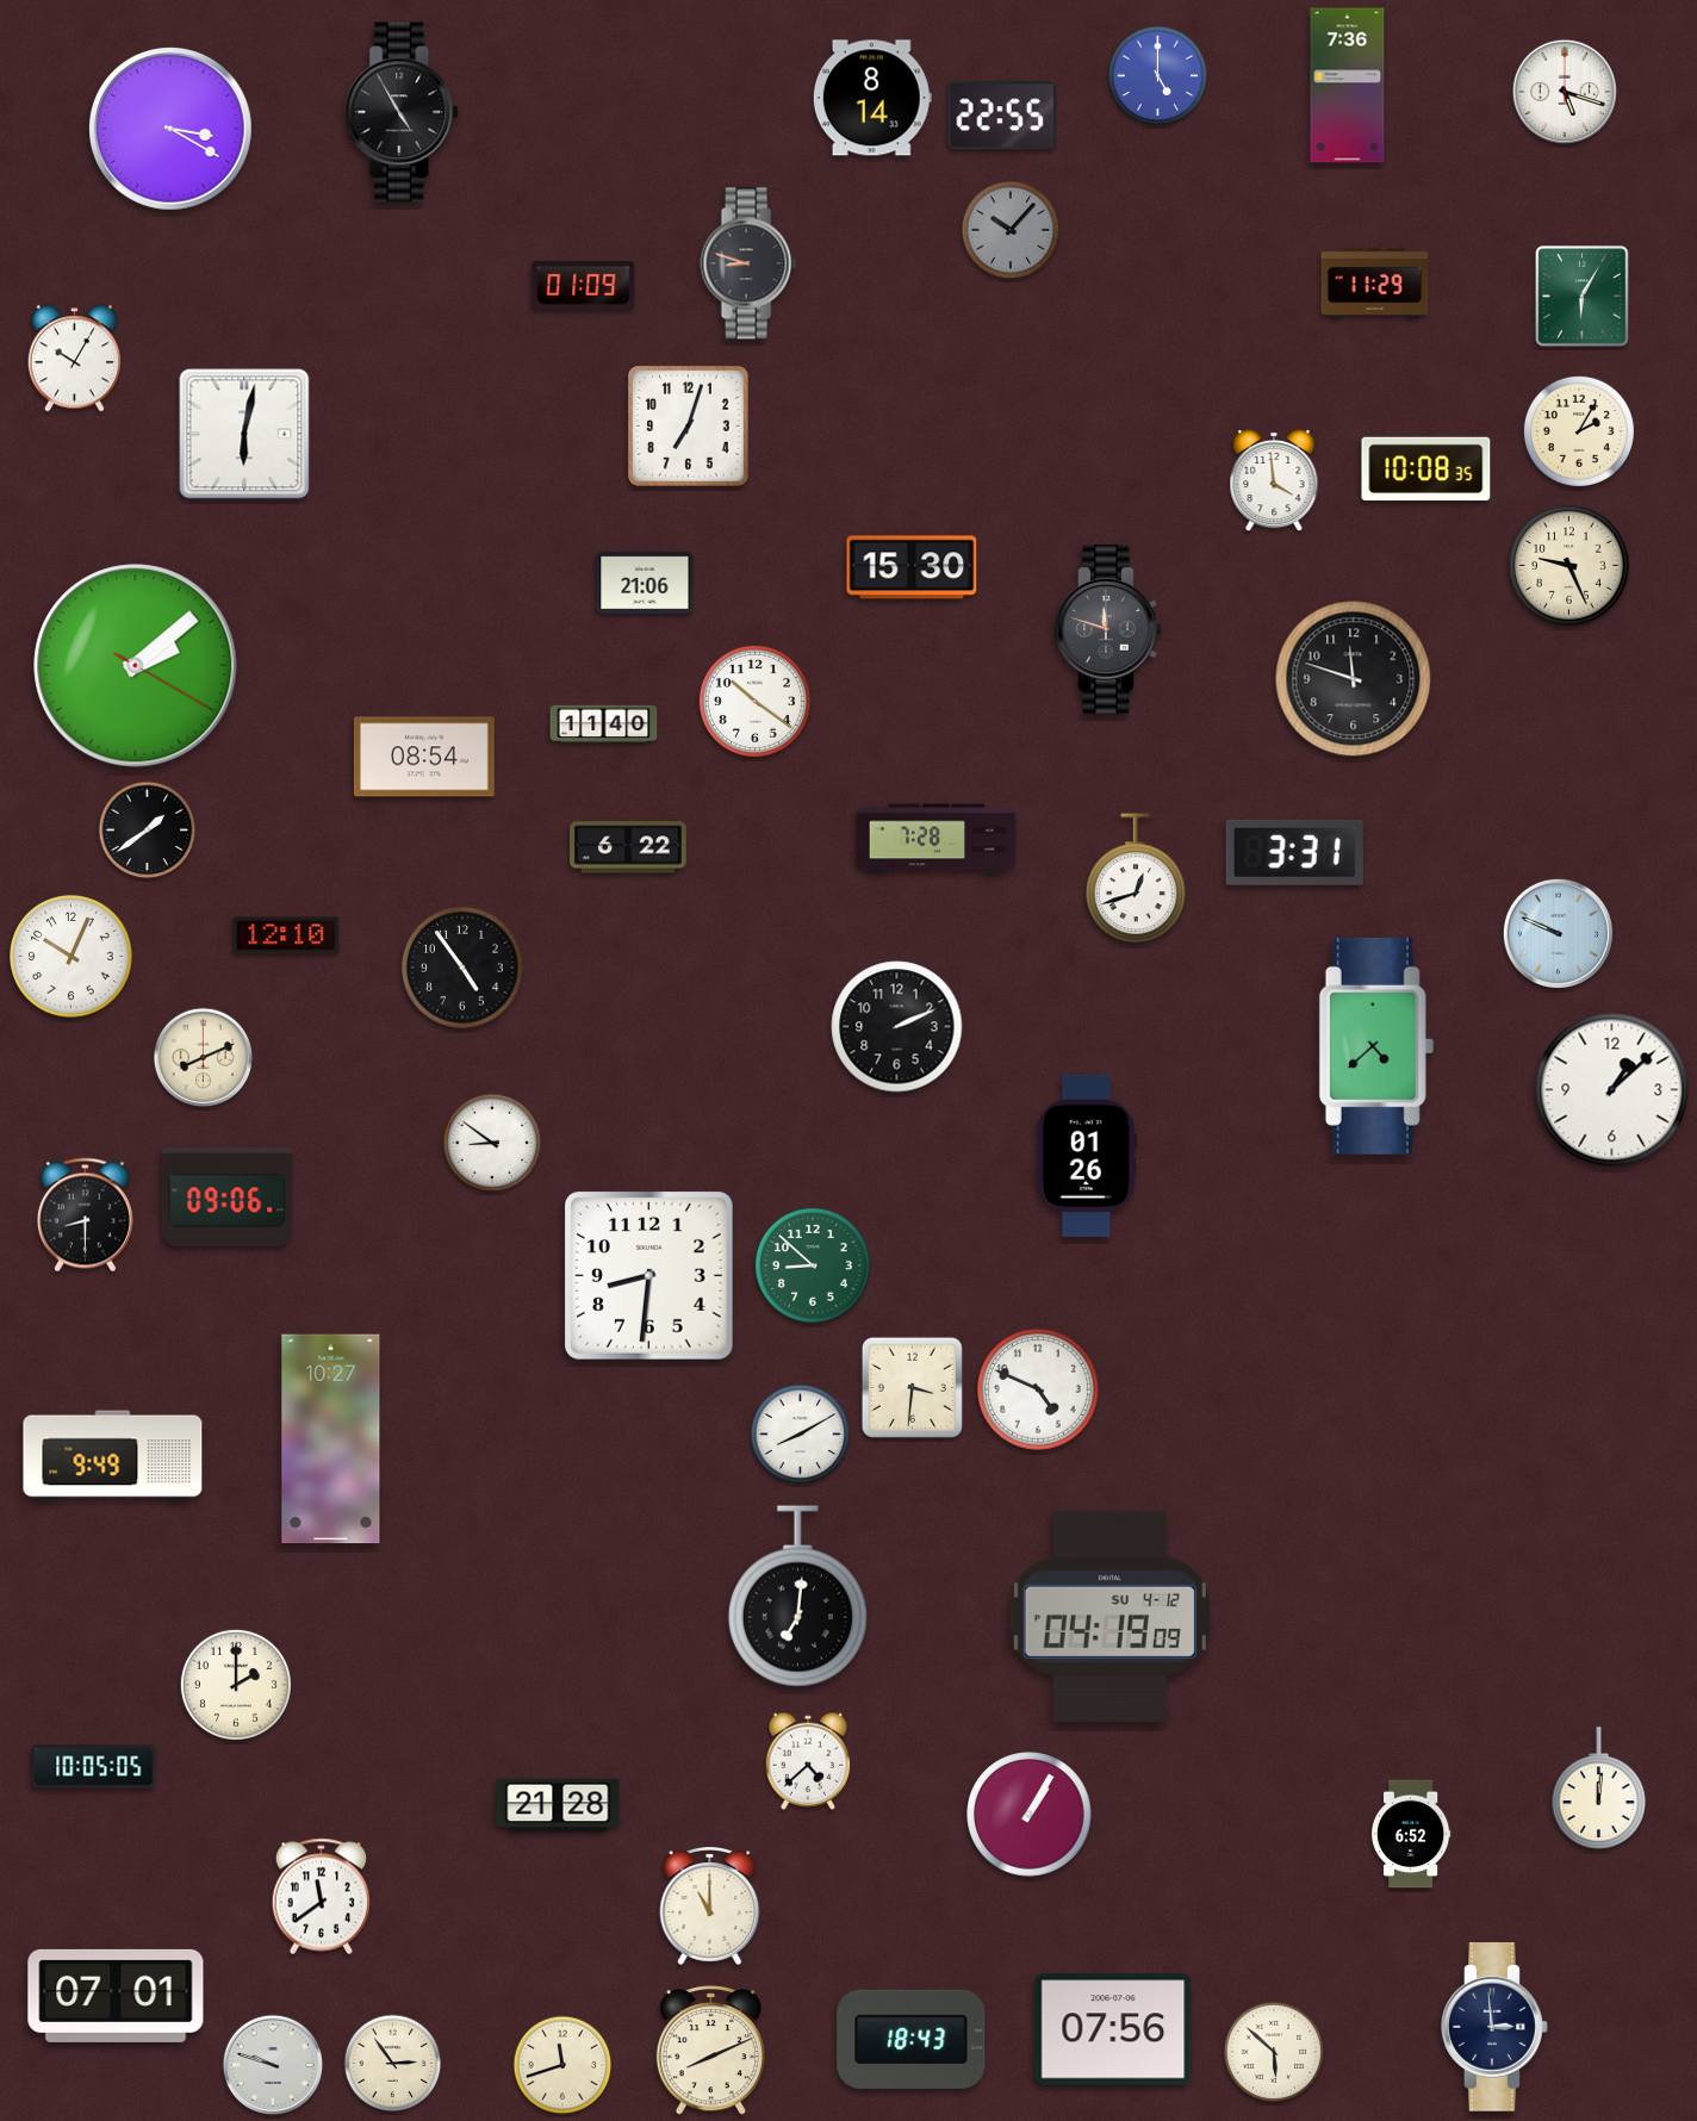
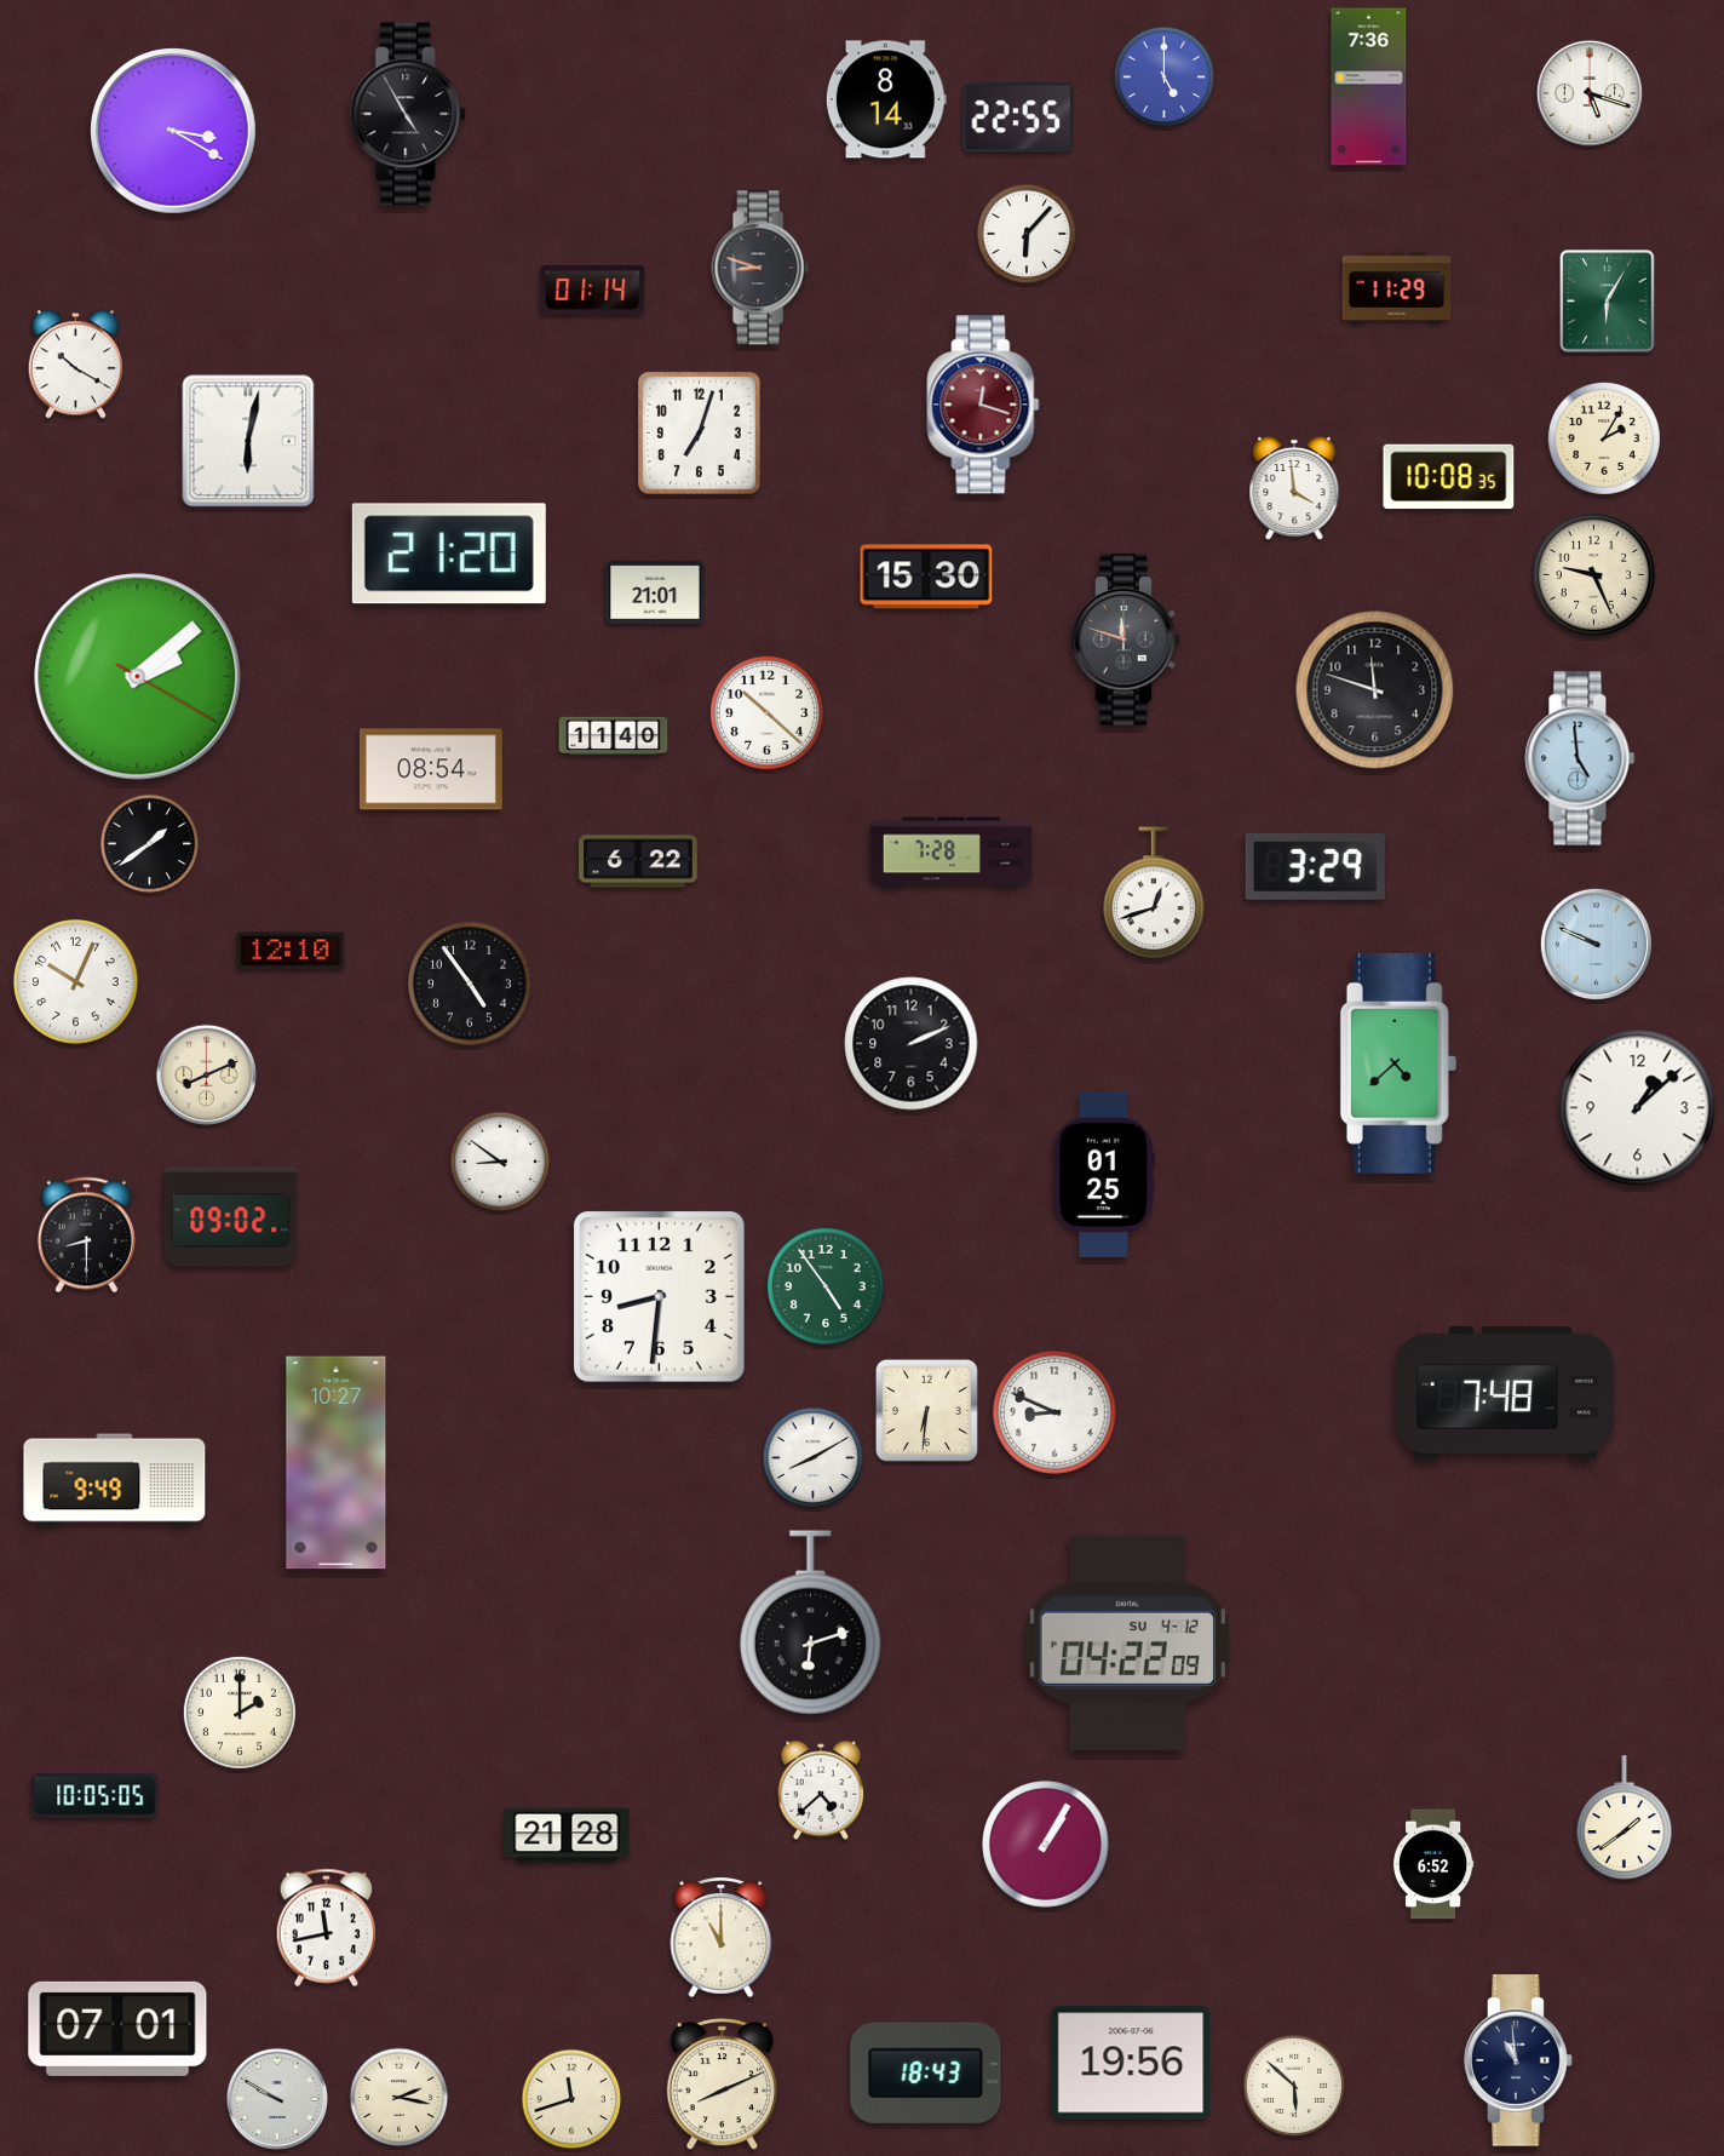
clock at (1158, 76) position: (1158, 76) -> (1165, 78)
clock at (1011, 230): 10:07 -> 6:07
clock at (1011, 230) dial: grey -> white
clock at (584, 286): 01:09 -> 01:14
clock at (74, 359): 10:05 -> 10:20
clock at (983, 405): none -> 12:18
clock at (449, 554): none -> 21:20
clock at (645, 583): 21:06 -> 21:01
clock at (754, 701): 10:21 -> 10:22
clock at (1580, 758): none -> 4:59
clock at (1294, 852): 3:31 -> 3:29
clock at (1558, 933) position: (1558, 933) -> (1596, 944)
clock at (72, 957) position: (72, 957) -> (76, 982)
clock at (1087, 1156): 01:26 -> 01:25
clock at (228, 1198): 09:06 -> 09:02
clock at (813, 1265): 8:52 -> 4:54
clock at (1505, 1393): none -> 7:48
clock at (912, 1387): 3:31 -> 6:31
clock at (1038, 1389): 4:49 -> 8:49
clock at (797, 1597): 7:01 -> 6:12
clock at (1109, 1616): 04:19 -> 04:22
clock at (1599, 1789): 12:01 -> 1:39
clock at (321, 1897): 11:39 -> 11:43
clock at (1494, 2027): 2:59 -> 10:59
clock at (1113, 2029): 07:56 -> 19:56
clock at (272, 2064): 9:48 -> 9:50
clock at (393, 2064): 2:54 -> 2:17
